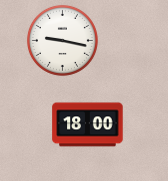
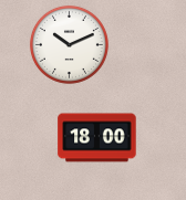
clock at (62, 40): 9:17 -> 10:11
